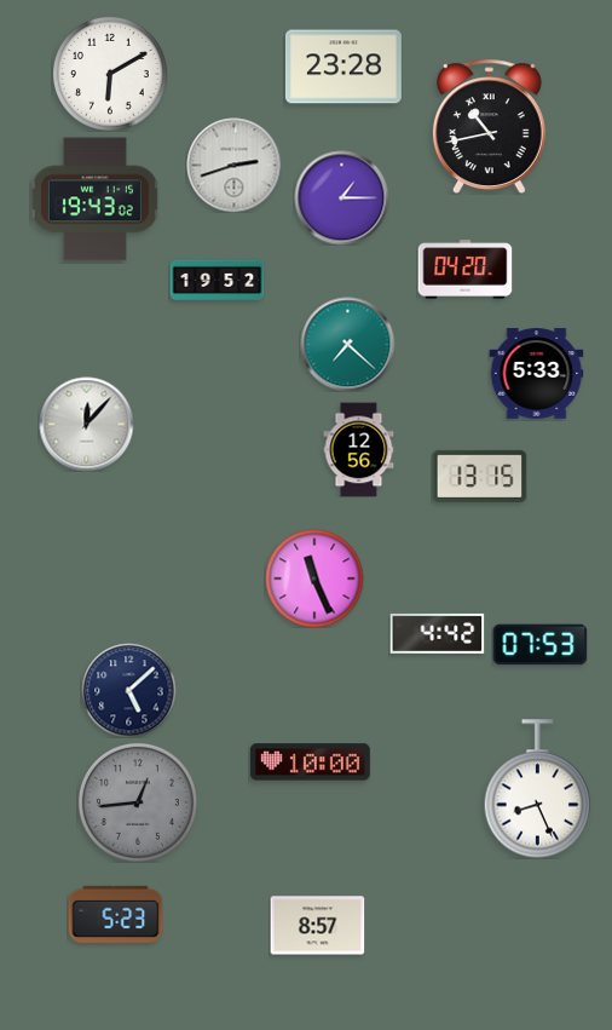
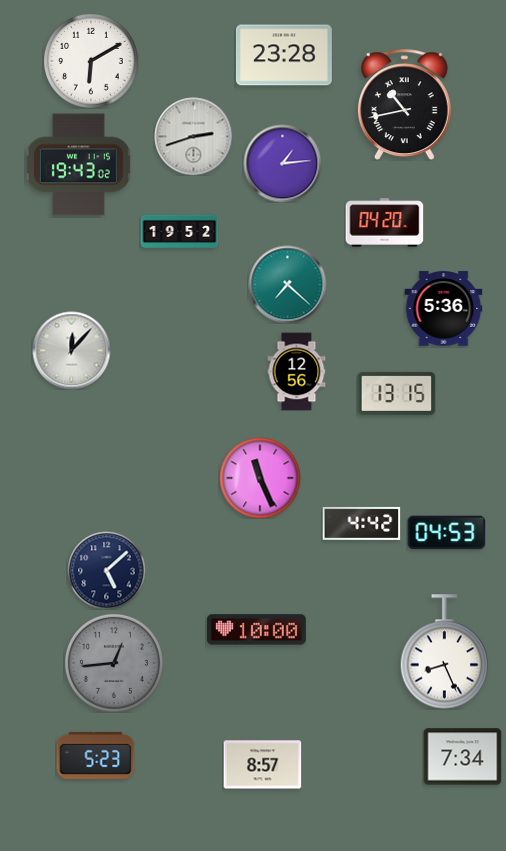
clock at (341, 197): 1:15 -> 1:14
clock at (536, 374): 5:33 -> 5:36
clock at (539, 645): 07:53 -> 04:53
clock at (462, 757): none -> 7:34
